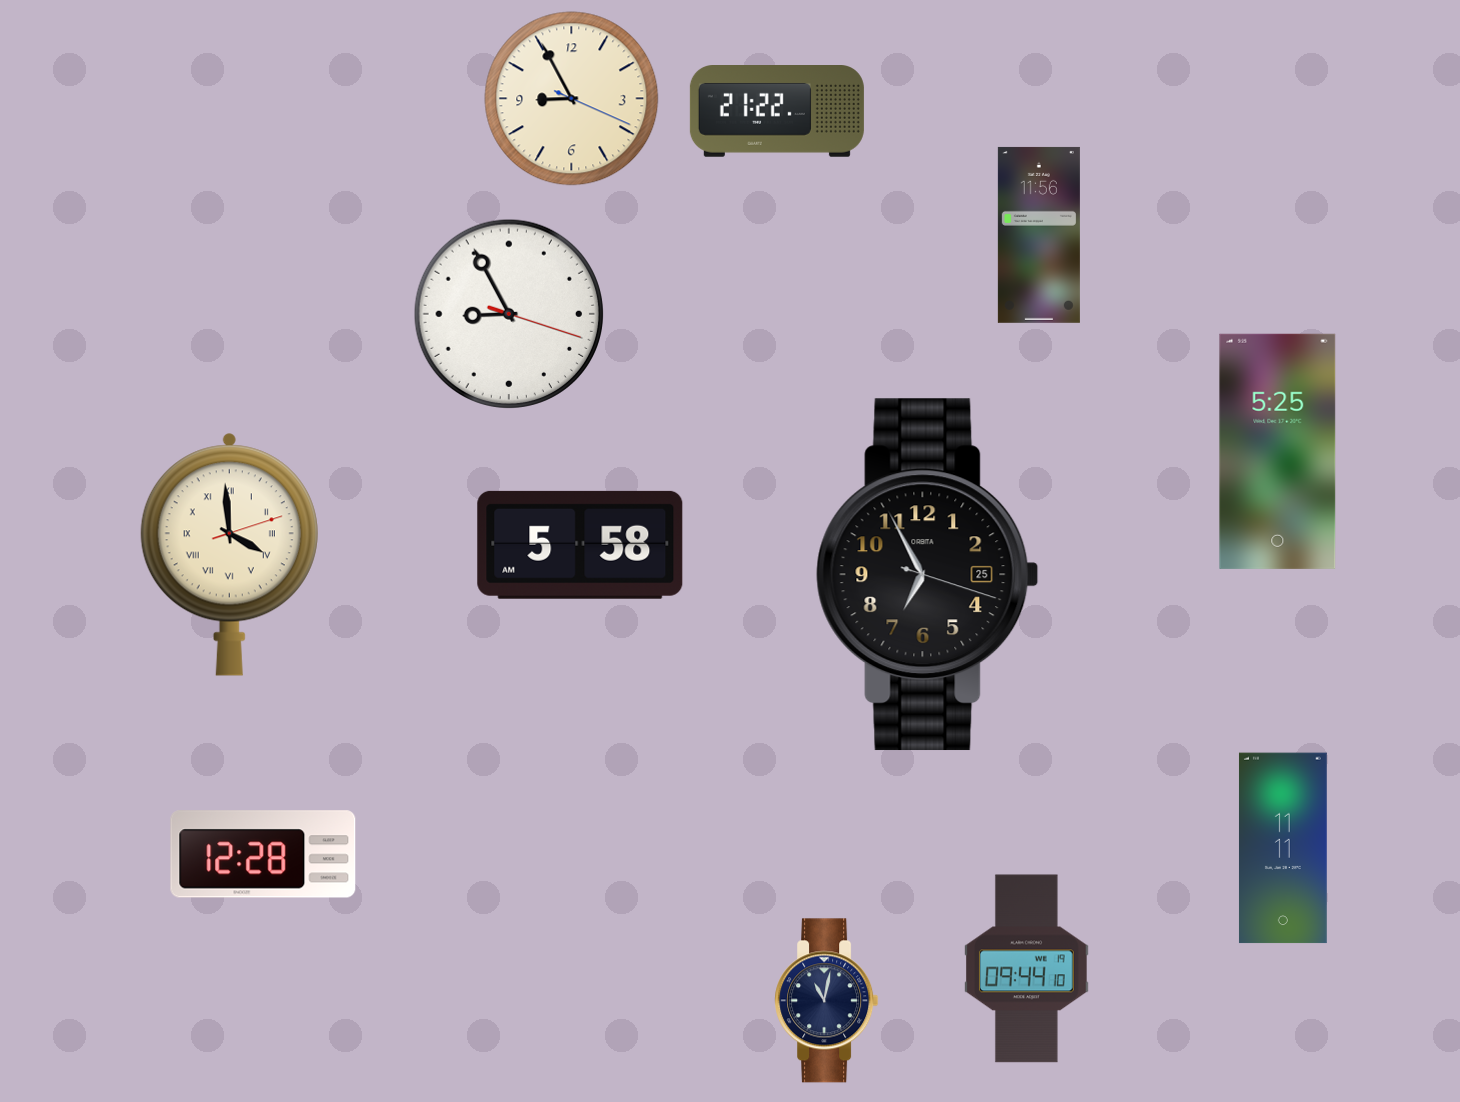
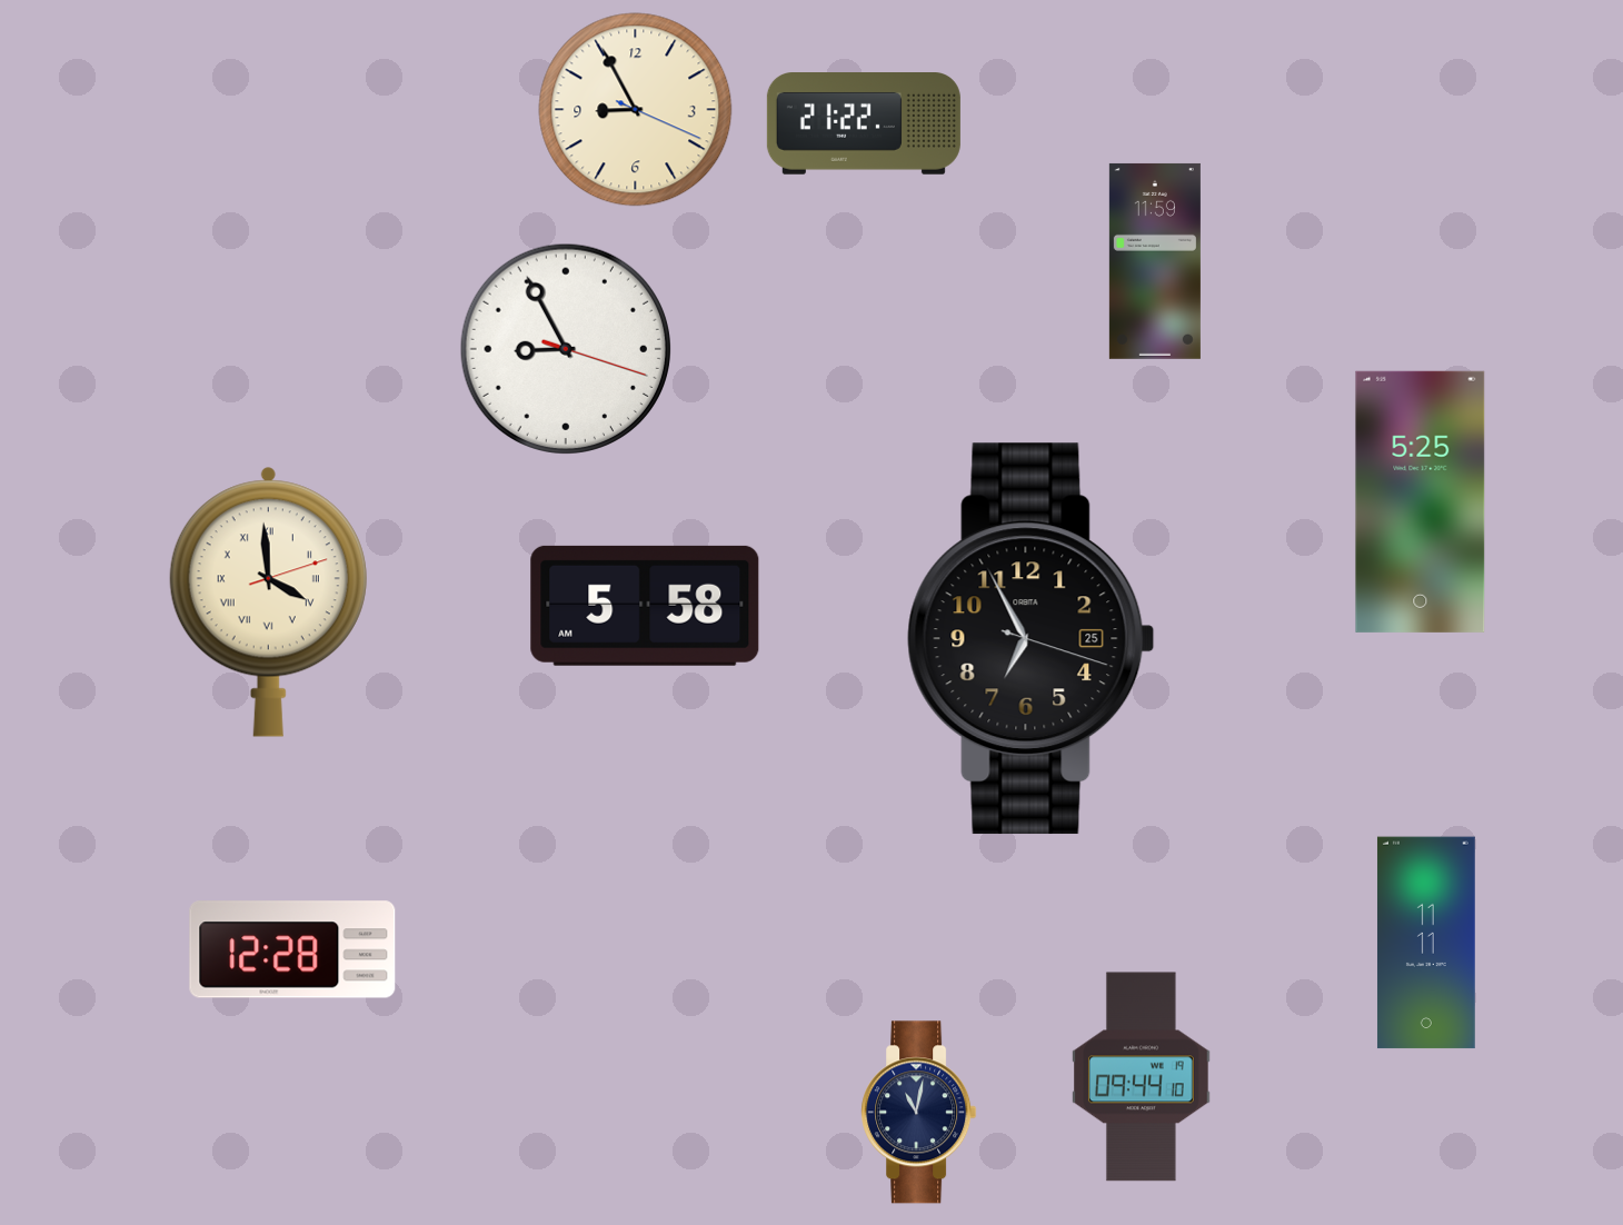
clock at (1039, 235): 11:56 -> 11:59
clock at (229, 554) position: (229, 554) -> (268, 601)
